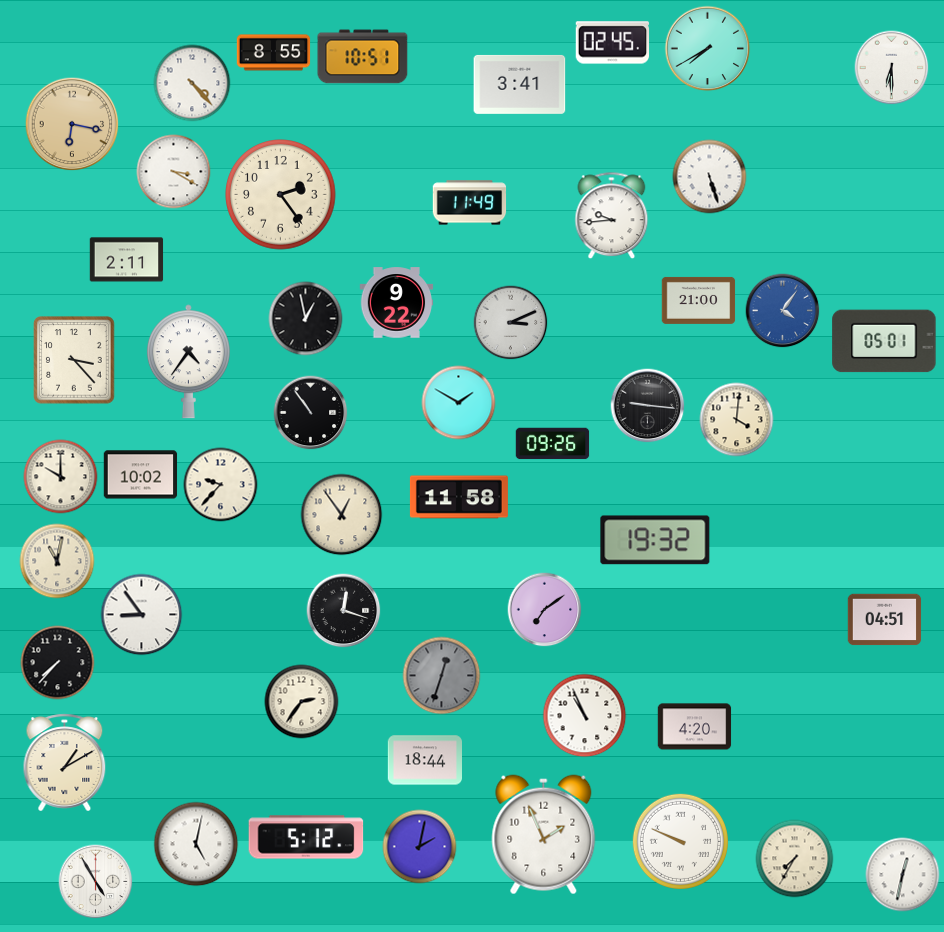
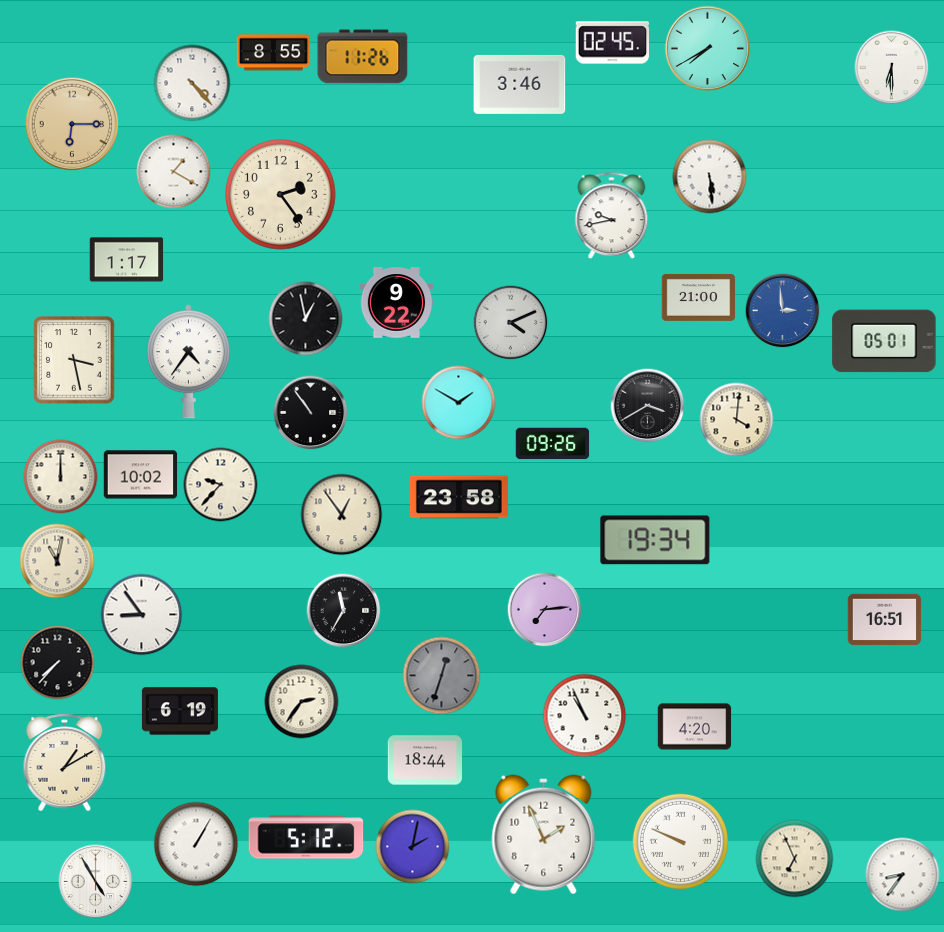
clock at (363, 57): 10:51 -> 11:26
clock at (520, 84): 3:41 -> 3:46
clock at (72, 124): 6:17 -> 6:15
clock at (174, 172): 3:20 -> 1:20
clock at (710, 177): 5:27 -> 5:29
clock at (470, 203): 11:49 -> none
clock at (612, 216): 9:44 -> 9:43
clock at (127, 260): 2:11 -> 1:17
clock at (699, 300) position: (699, 300) -> (699, 297)
clock at (783, 311): 4:06 -> 2:59
clock at (511, 323): 3:11 -> 4:11
clock at (74, 360): 3:23 -> 3:28
clock at (648, 406): 9:16 -> 3:40
clock at (61, 477): 10:00 -> 12:00
clock at (459, 497): 11:58 -> 23:58
clock at (655, 540): 19:32 -> 19:34
clock at (545, 610): 7:09 -> 7:14
clock at (344, 611): 12:18 -> 11:35
clock at (885, 620): 04:51 -> 16:51
clock at (180, 711): none -> 6:19
clock at (196, 844): 5:02 -> 1:05
clock at (420, 847) position: (420, 847) -> (413, 847)
clock at (795, 859): 7:35 -> 6:56
clock at (903, 875): 12:32 -> 8:36
